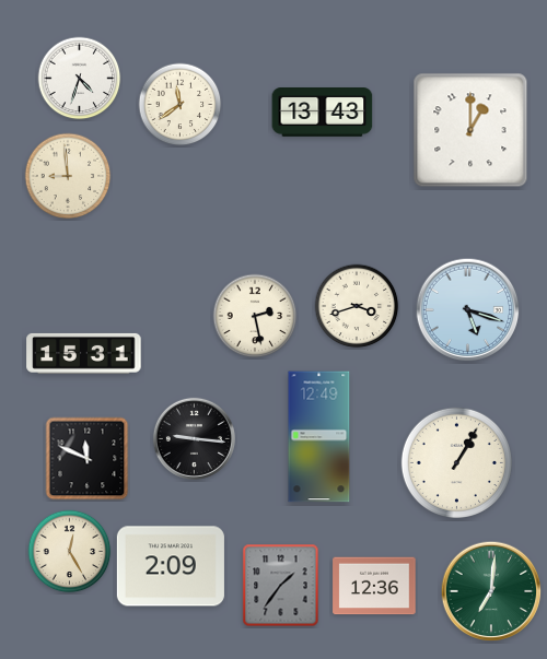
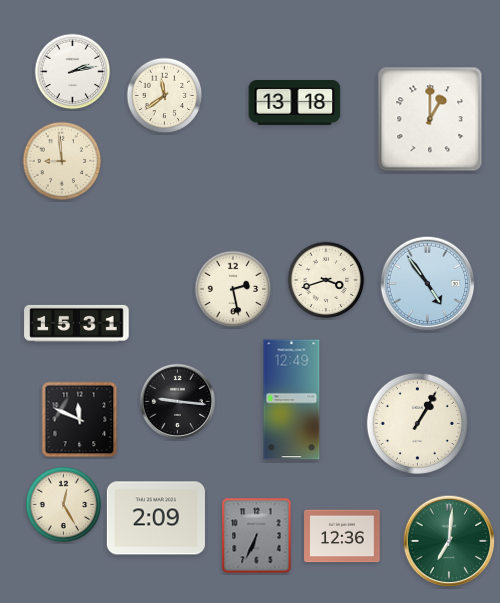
clock at (80, 79): 4:33 -> 2:13
clock at (323, 113): 13:43 -> 13:18
clock at (468, 310): 5:18 -> 4:54
clock at (281, 586): 1:36 -> 6:34
